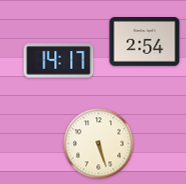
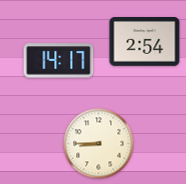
clock at (99, 144): 5:27 -> 8:45
